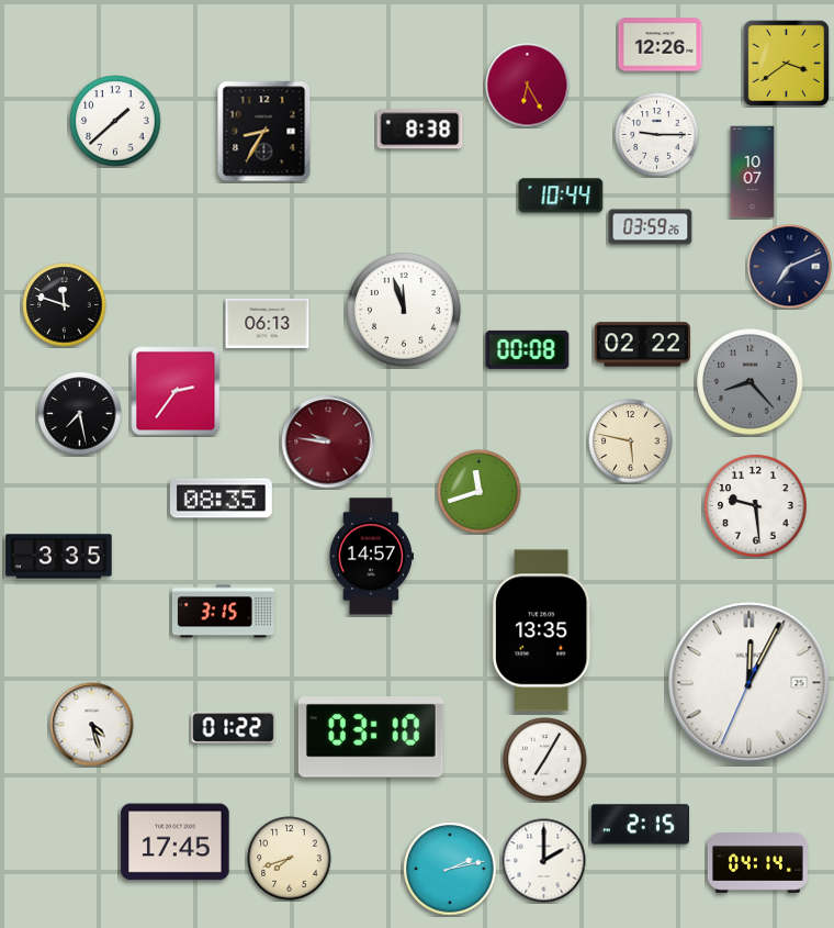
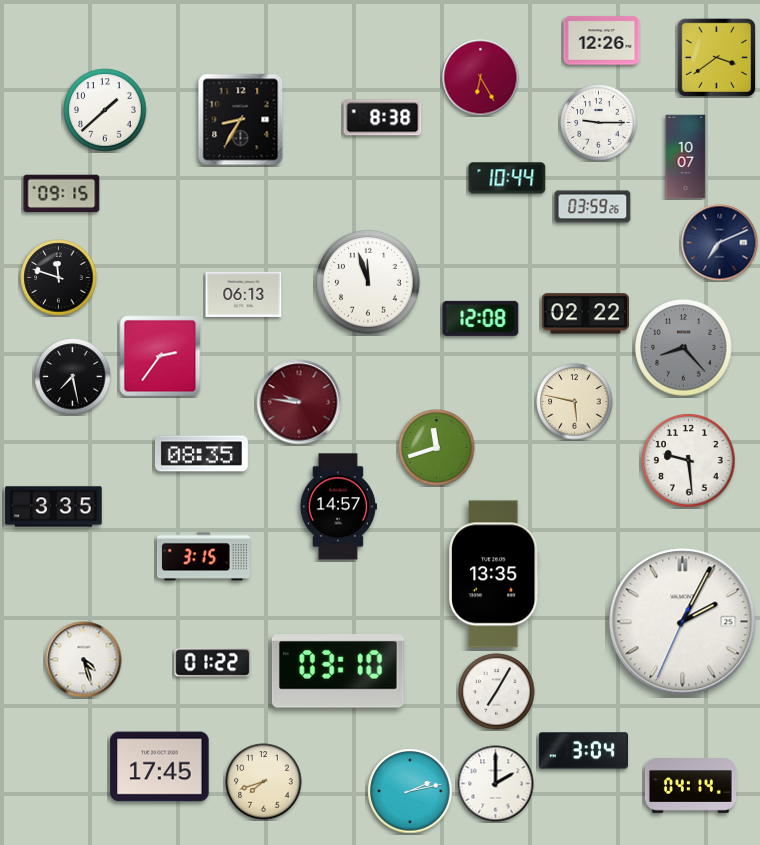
clock at (561, 195) position: (561, 195) -> (507, 178)
clock at (62, 194): none -> 09:15
clock at (528, 349): 00:08 -> 12:08
clock at (750, 683): 12:04 -> 2:04
clock at (640, 825): 2:15 -> 3:04
